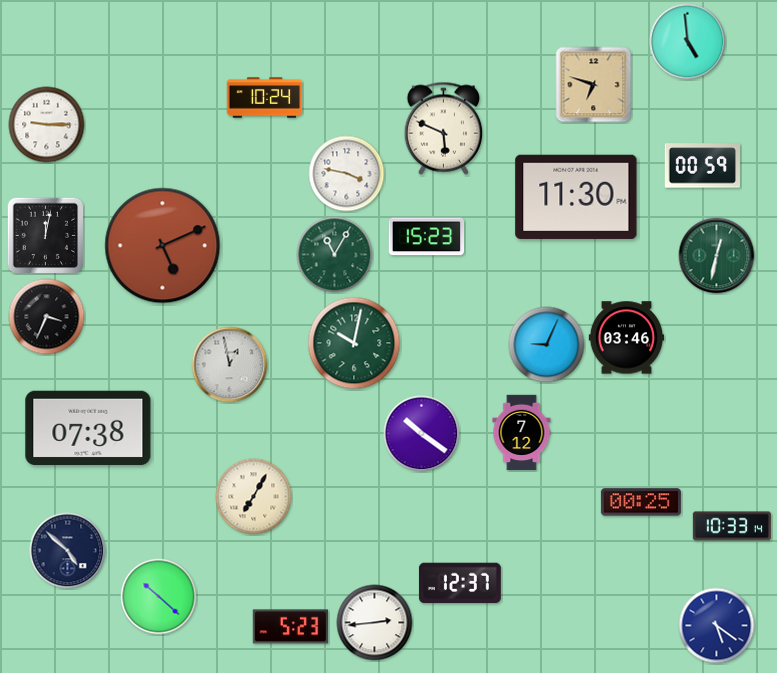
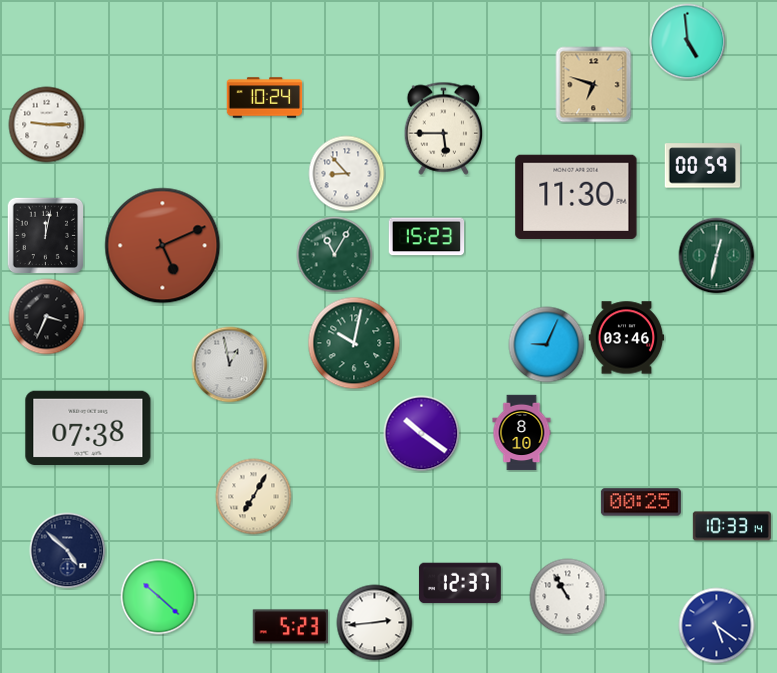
clock at (444, 128): 5:49 -> 5:45
clock at (347, 174): 3:47 -> 8:53
clock at (522, 433): 7:12 -> 8:10
clock at (568, 597): none -> 10:55
